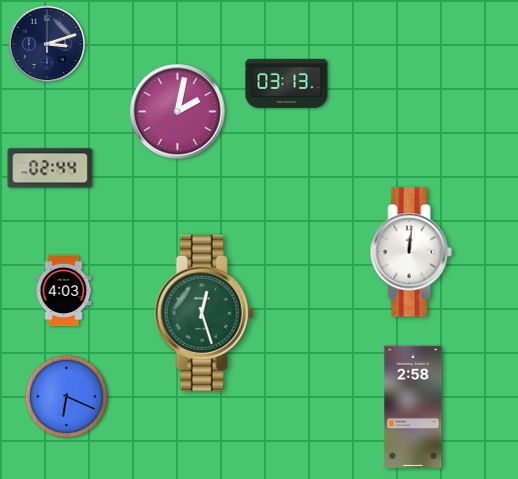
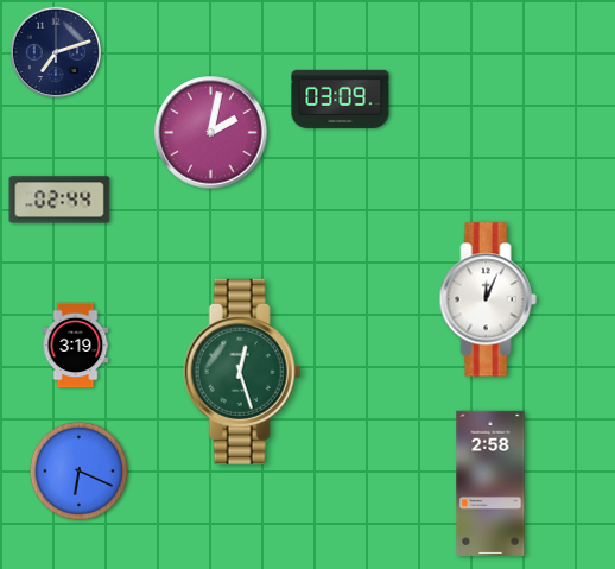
clock at (47, 44): 3:12 -> 7:12
clock at (287, 83): 03:13 -> 03:09
clock at (411, 252): 12:01 -> 12:04
clock at (64, 291): 4:03 -> 3:19
